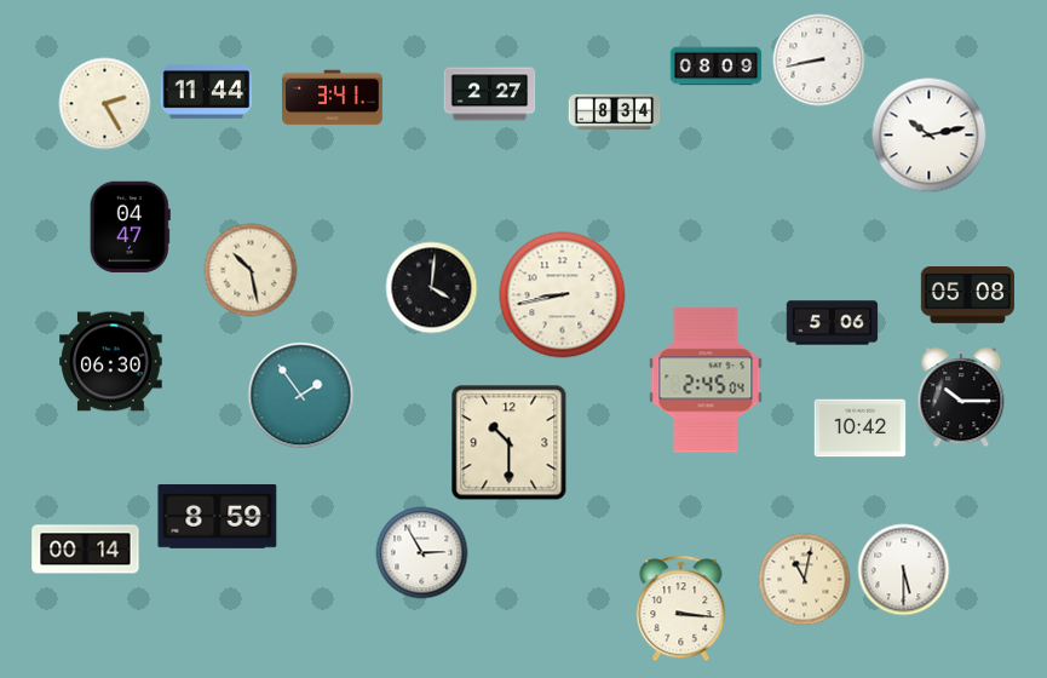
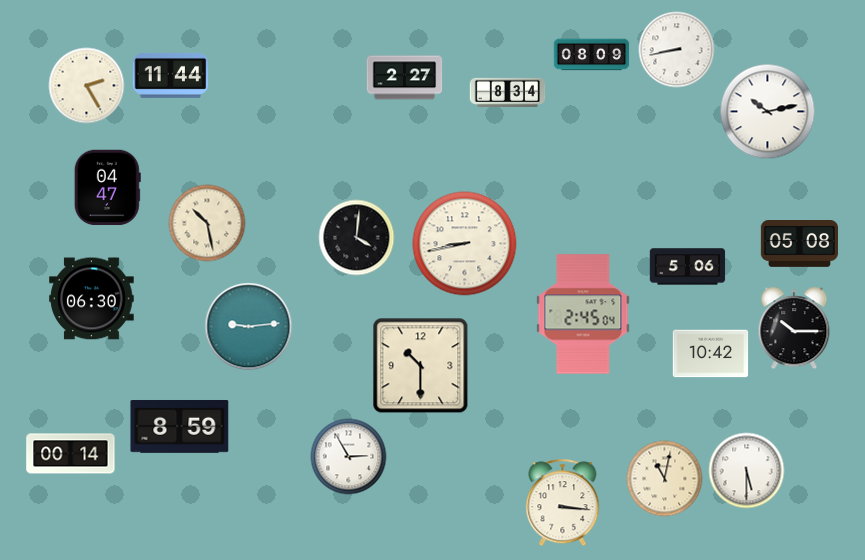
clock at (333, 98): 3:41 -> none
clock at (301, 396): 1:54 -> 9:14
